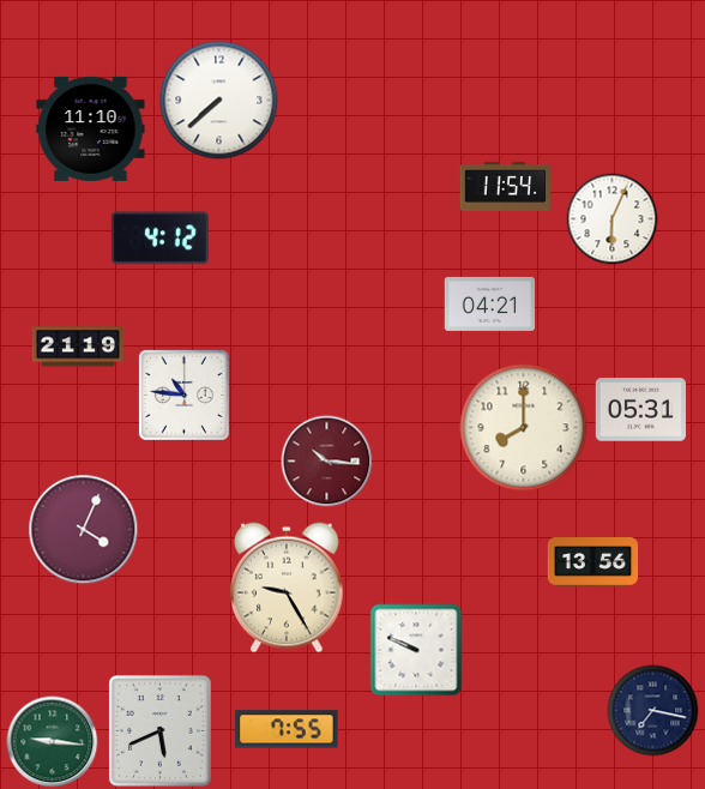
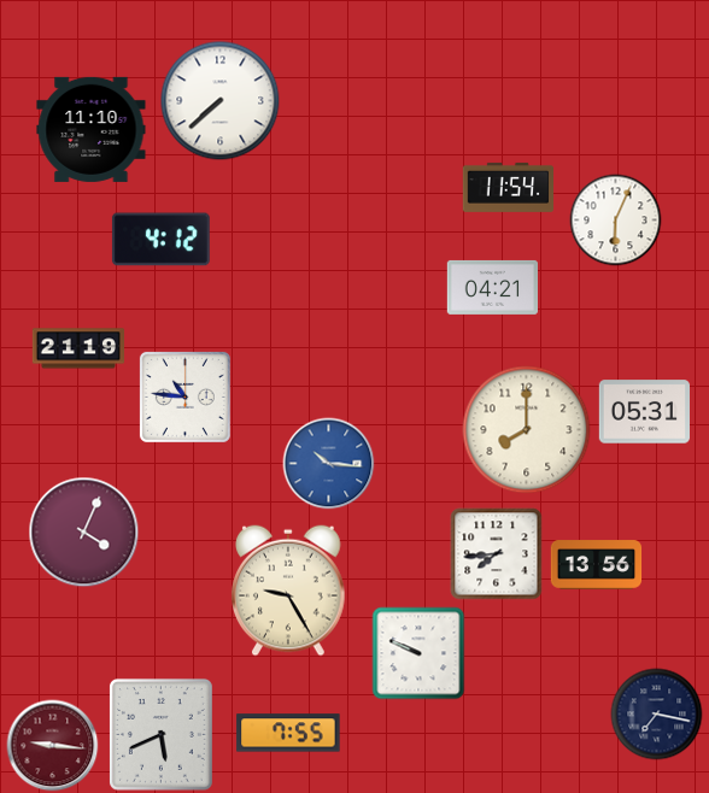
clock at (489, 303) position: (489, 303) -> (492, 287)
clock at (327, 462) dial: burgundy -> blue
clock at (497, 554): none -> 7:44
clock at (53, 742) dial: green -> burgundy
